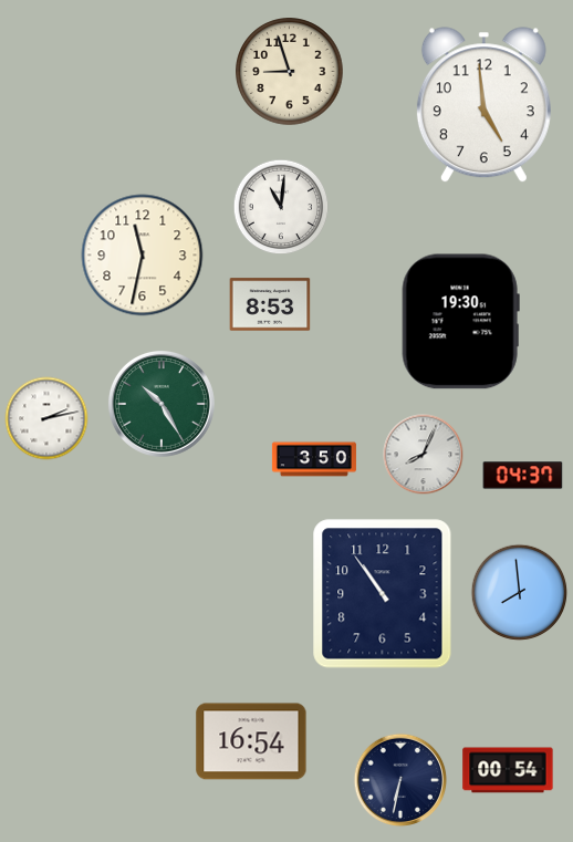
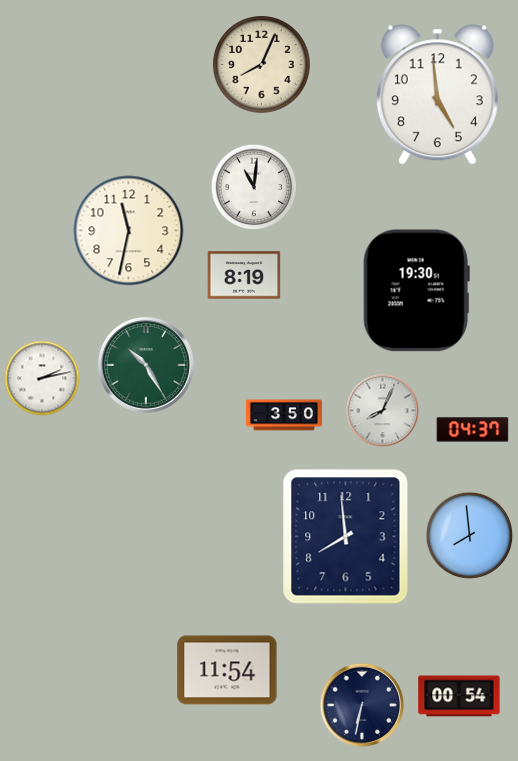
clock at (290, 72): 8:57 -> 8:04
clock at (270, 304): 8:53 -> 8:19
clock at (383, 594): 10:54 -> 7:59
clock at (251, 741): 16:54 -> 11:54
